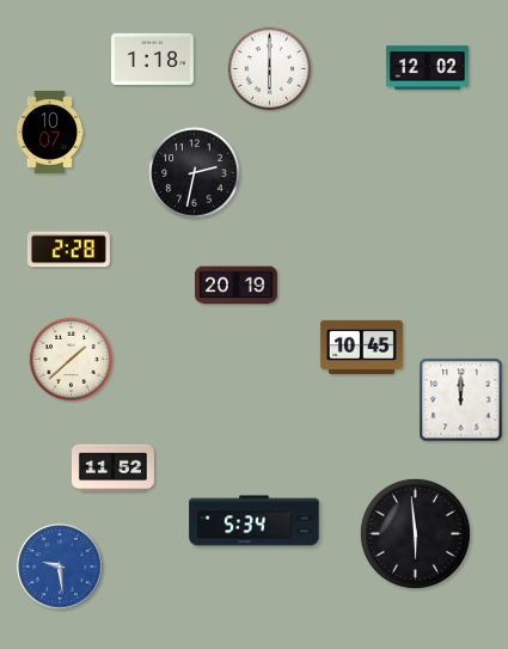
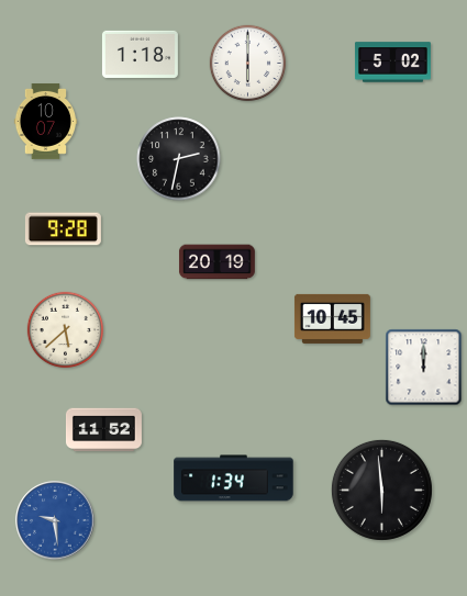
clock at (427, 68): 12:02 -> 5:02
clock at (68, 250): 2:28 -> 9:28
clock at (72, 360): 1:38 -> 5:38
clock at (255, 521): 5:34 -> 1:34
